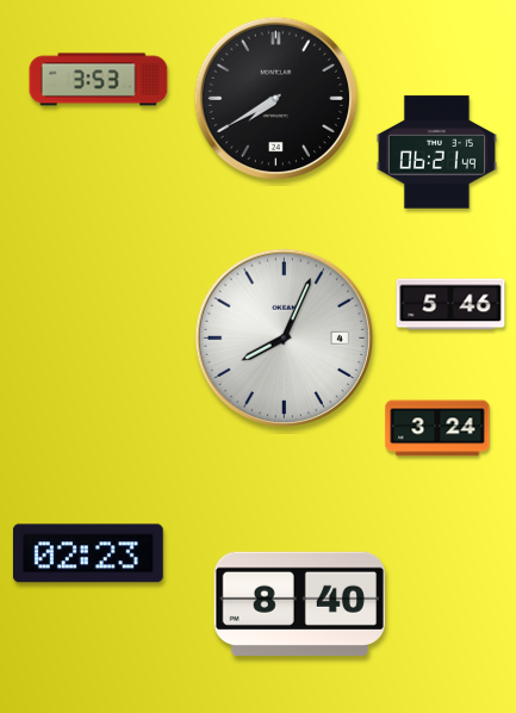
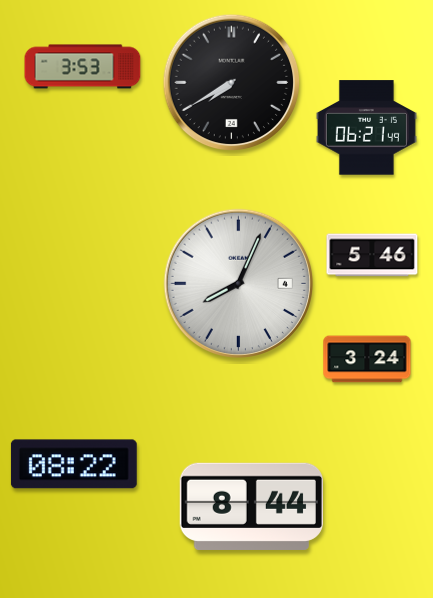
clock at (450, 304) position: (450, 304) -> (372, 255)
clock at (88, 553): 02:23 -> 08:22
clock at (299, 603): 8:40 -> 8:44
